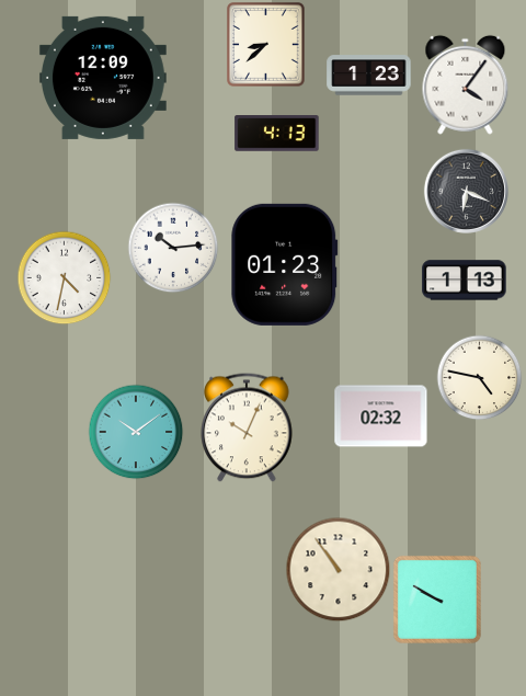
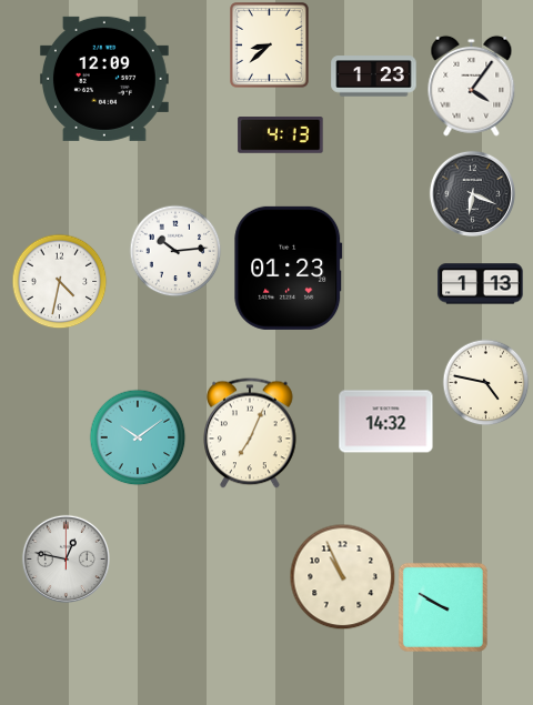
clock at (64, 277) position: (64, 277) -> (59, 281)
clock at (465, 281) position: (465, 281) -> (481, 284)
clock at (381, 417): 02:32 -> 14:32
clock at (247, 427): 10:04 -> 7:04
clock at (66, 558): none -> 12:47
clock at (338, 569): 10:54 -> 10:56
